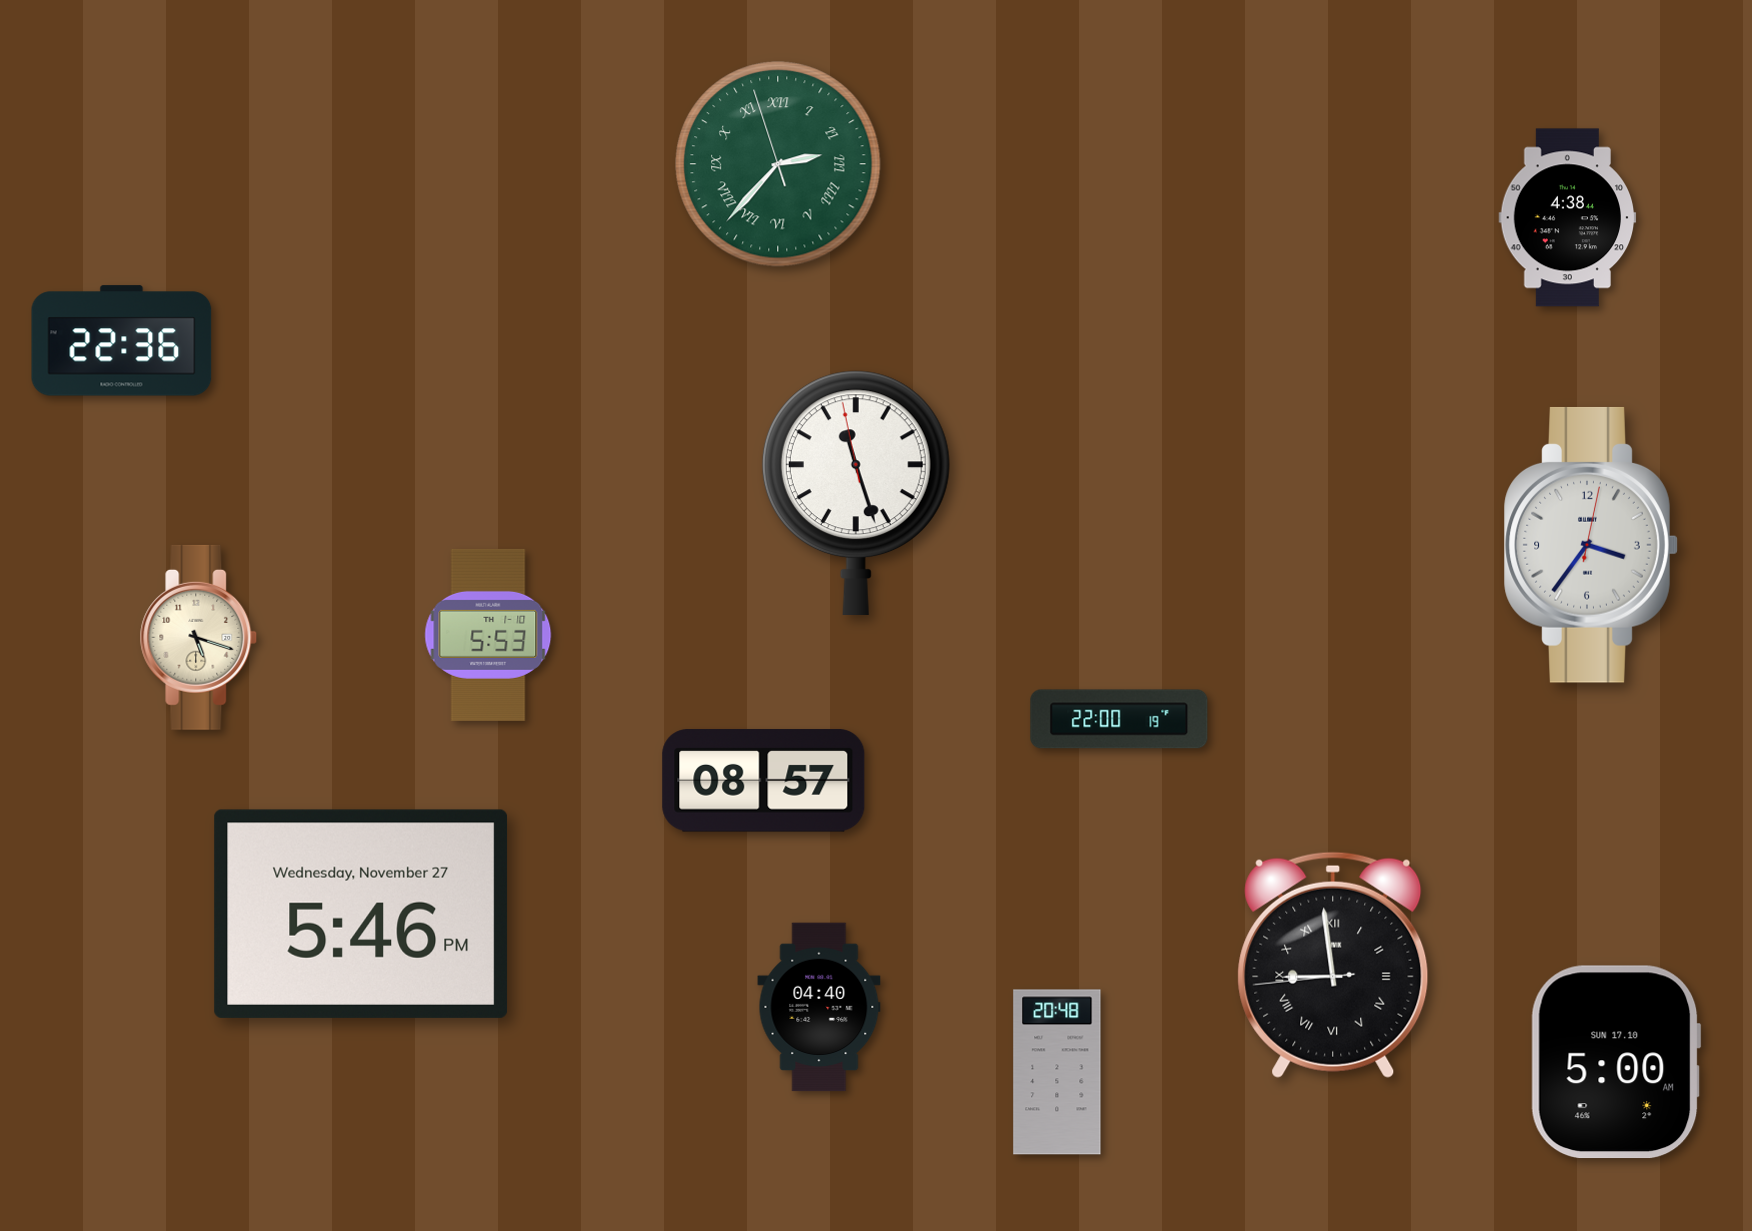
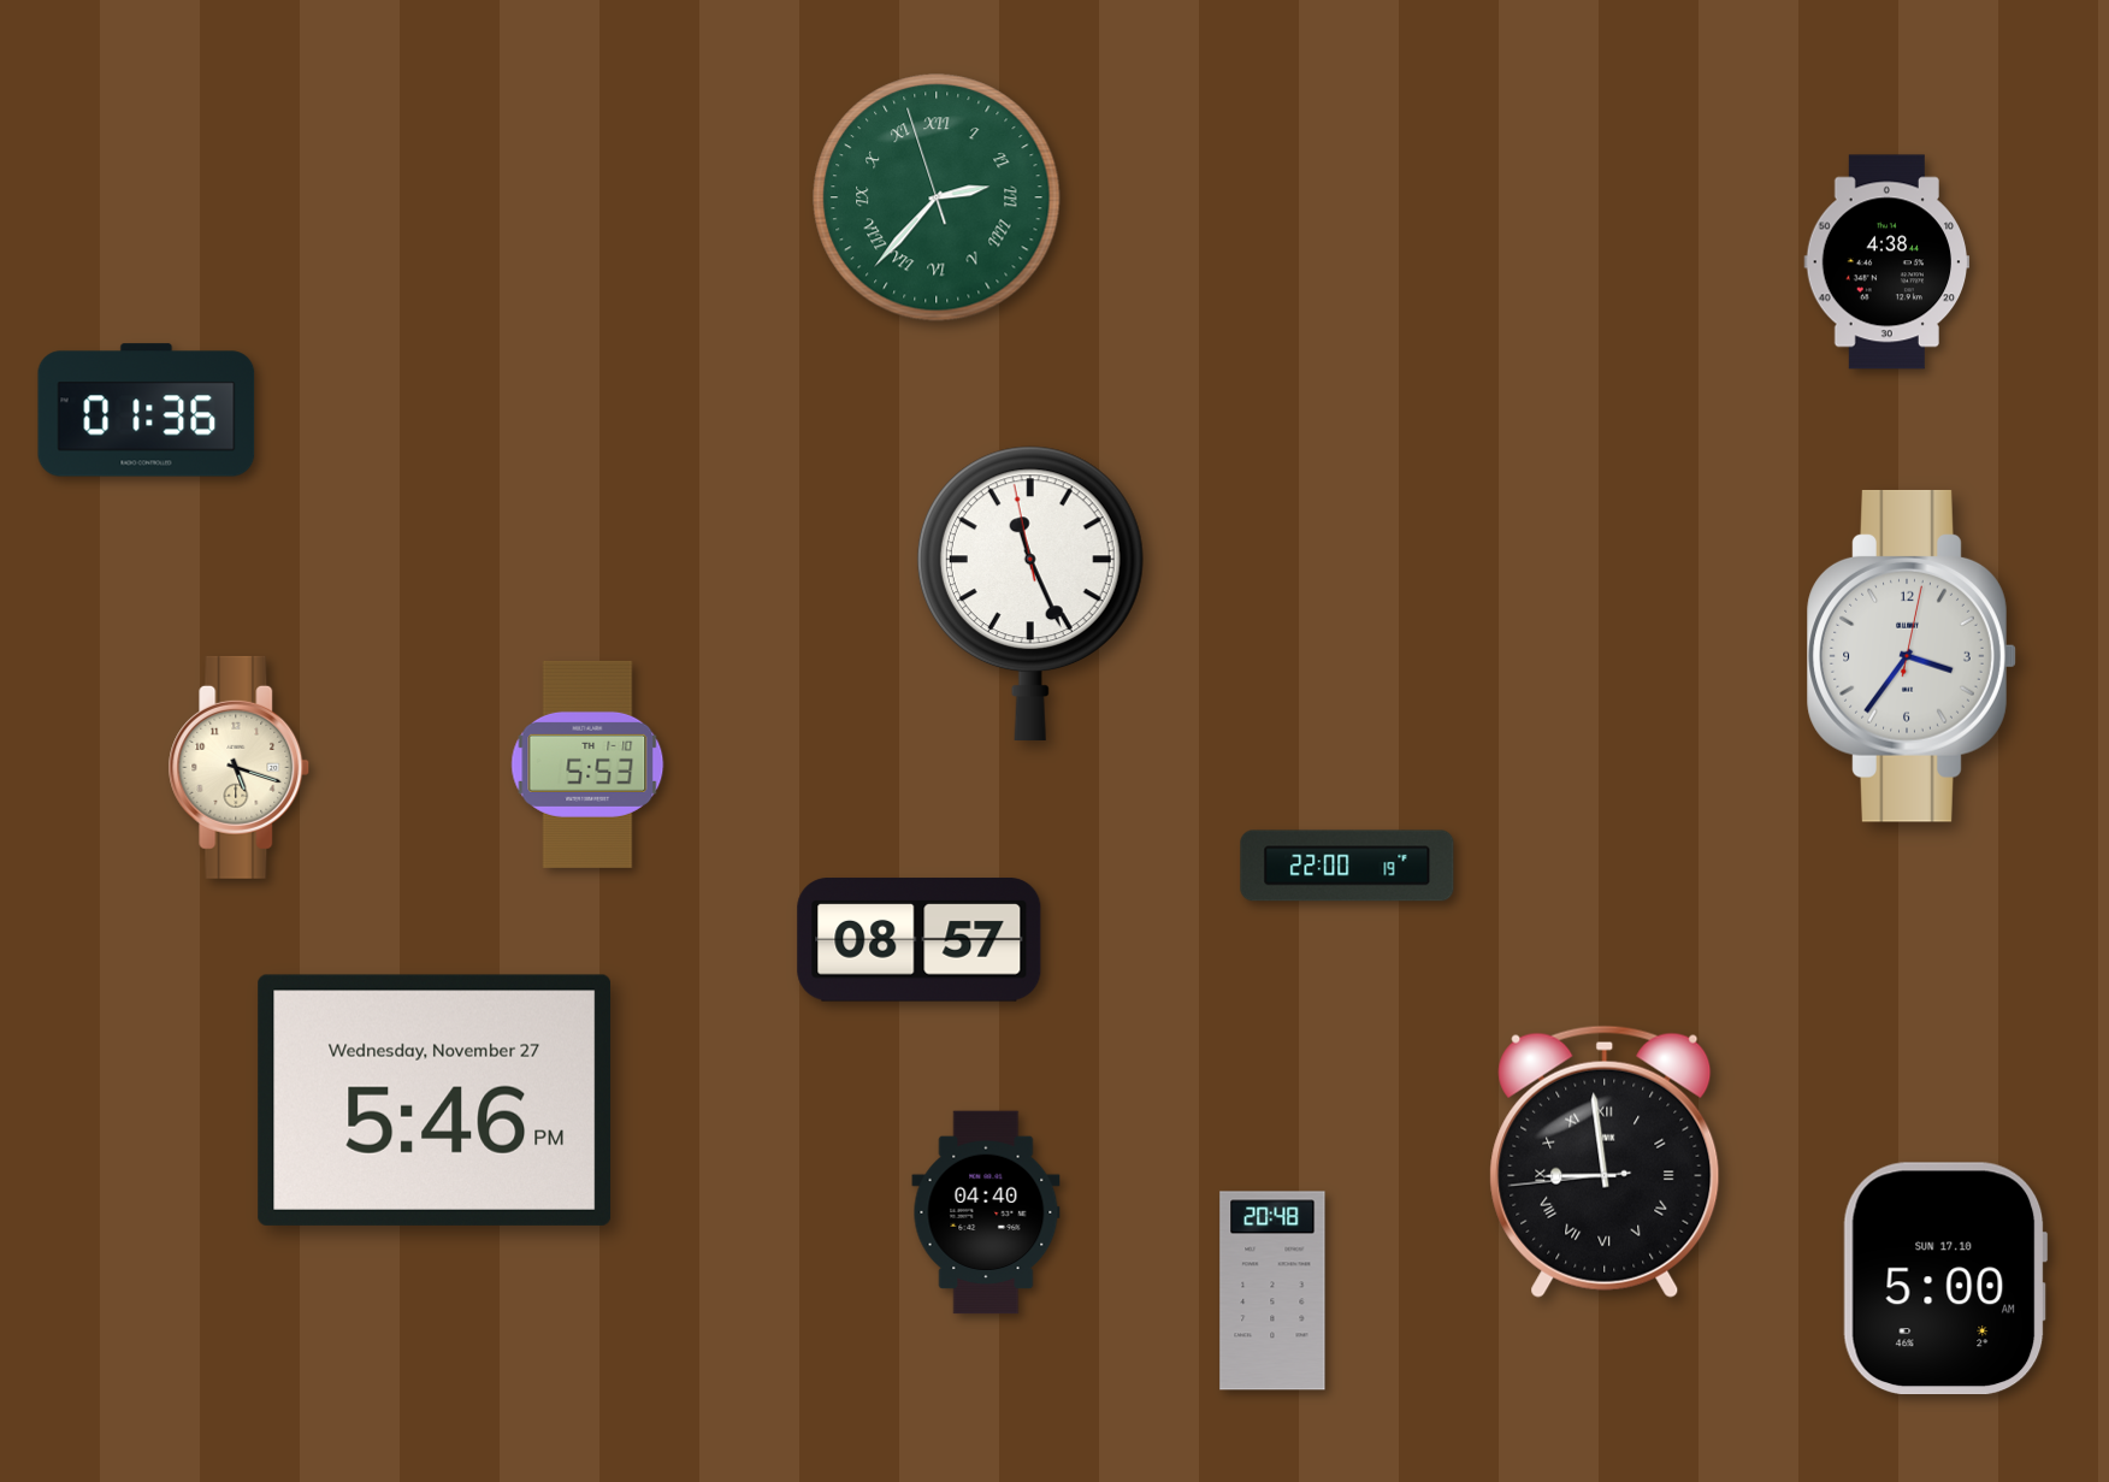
clock at (122, 341): 22:36 -> 01:36
clock at (856, 493): 11:26 -> 11:25
clock at (1591, 545) position: (1591, 545) -> (1912, 656)
